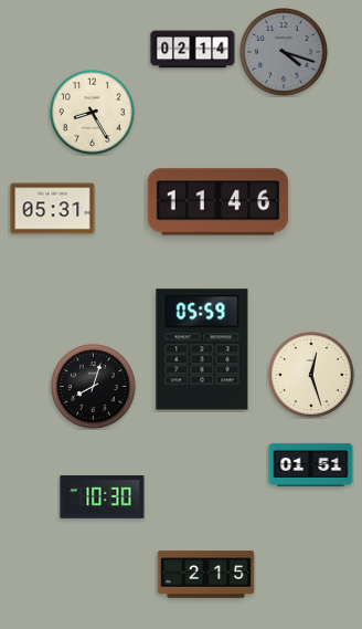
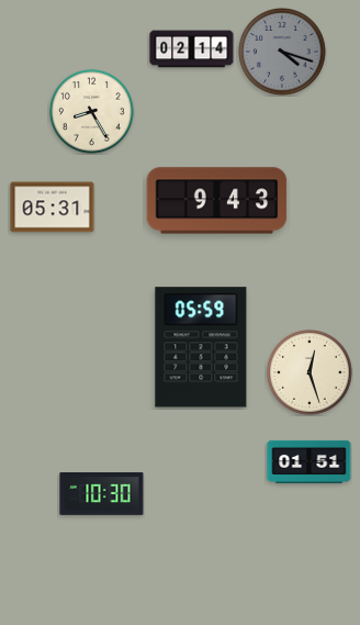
clock at (219, 202): 11:46 -> 9:43
clock at (94, 387): 8:03 -> none
clock at (206, 575): 2:15 -> none
